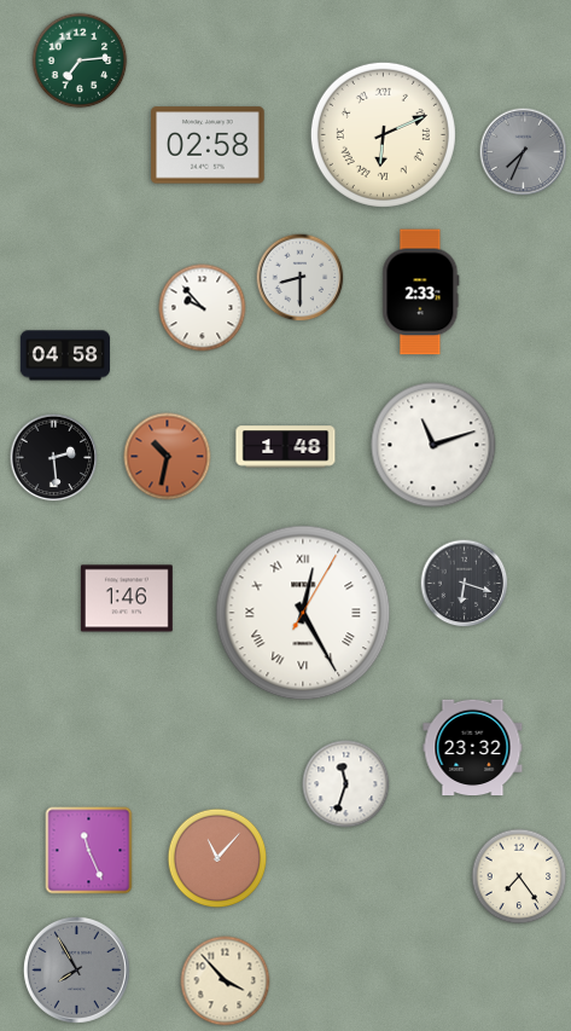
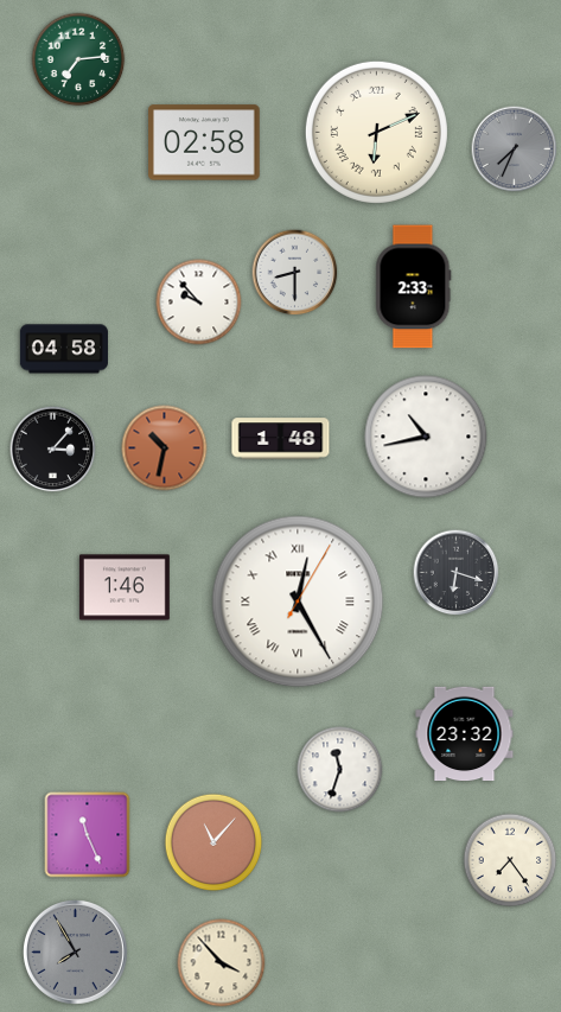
clock at (433, 445): 11:12 -> 10:43
clock at (54, 458): 2:29 -> 3:07
